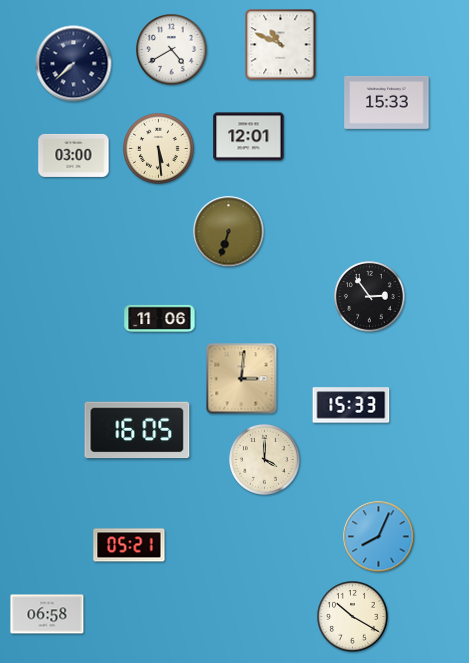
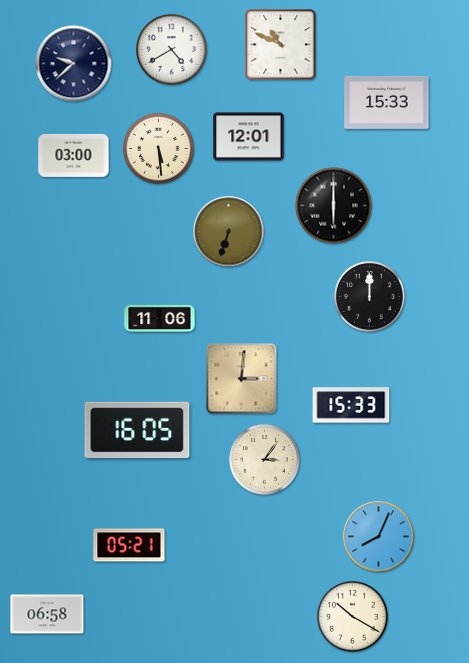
clock at (74, 64): 7:38 -> 9:38
clock at (334, 206): none -> 6:00
clock at (370, 297): 2:54 -> 12:00
clock at (265, 460): 4:00 -> 3:06
